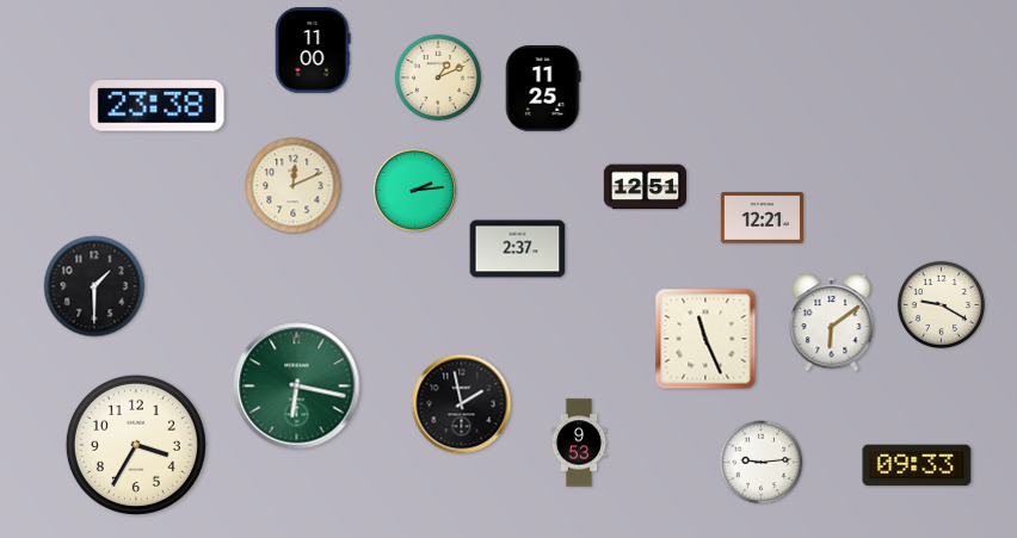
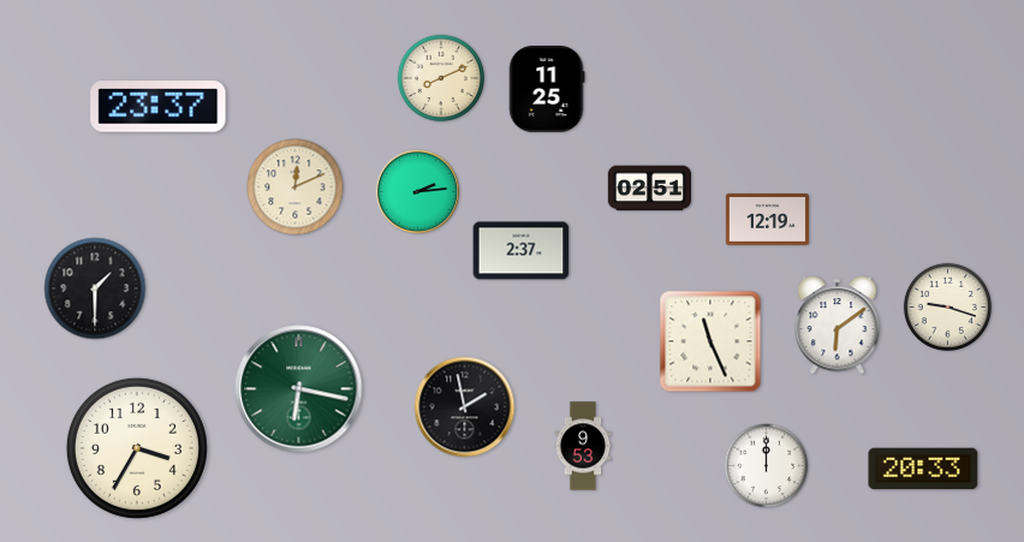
clock at (313, 50): 11:00 -> none
clock at (438, 78): 1:11 -> 8:11
clock at (158, 106): 23:38 -> 23:37
clock at (645, 187): 12:51 -> 02:51
clock at (762, 217): 12:21 -> 12:19
clock at (941, 304): 9:20 -> 9:18
clock at (762, 463): 9:14 -> 12:00
clock at (917, 465): 09:33 -> 20:33
